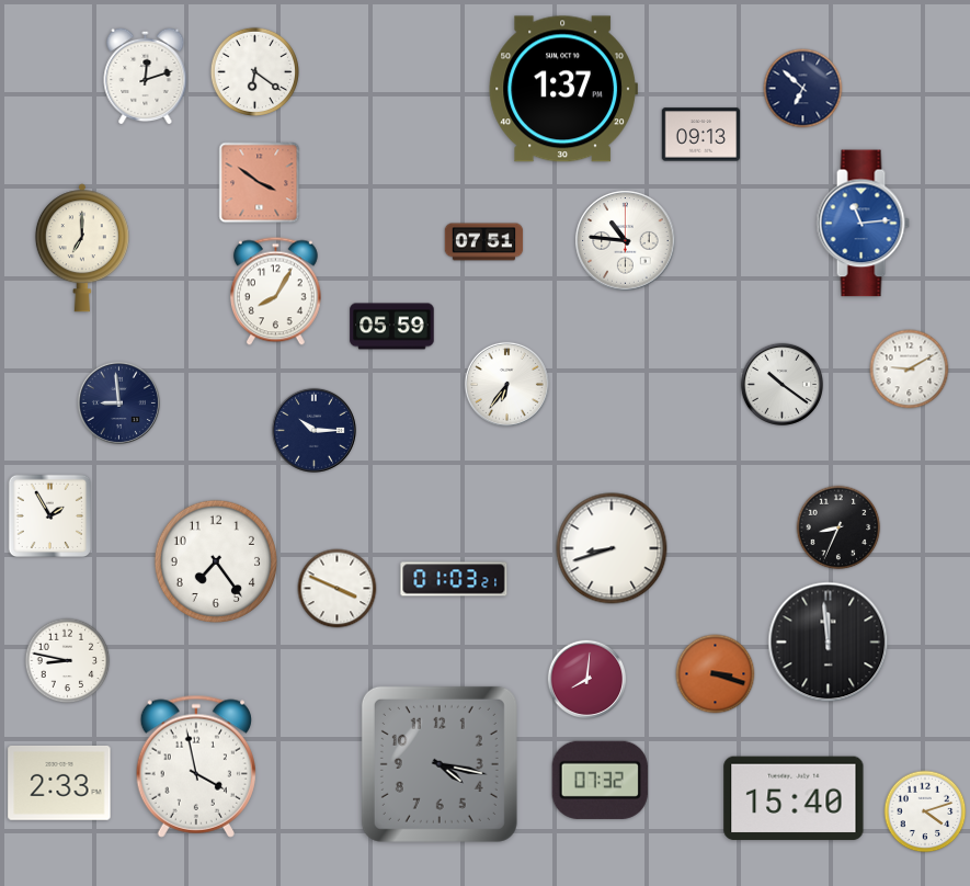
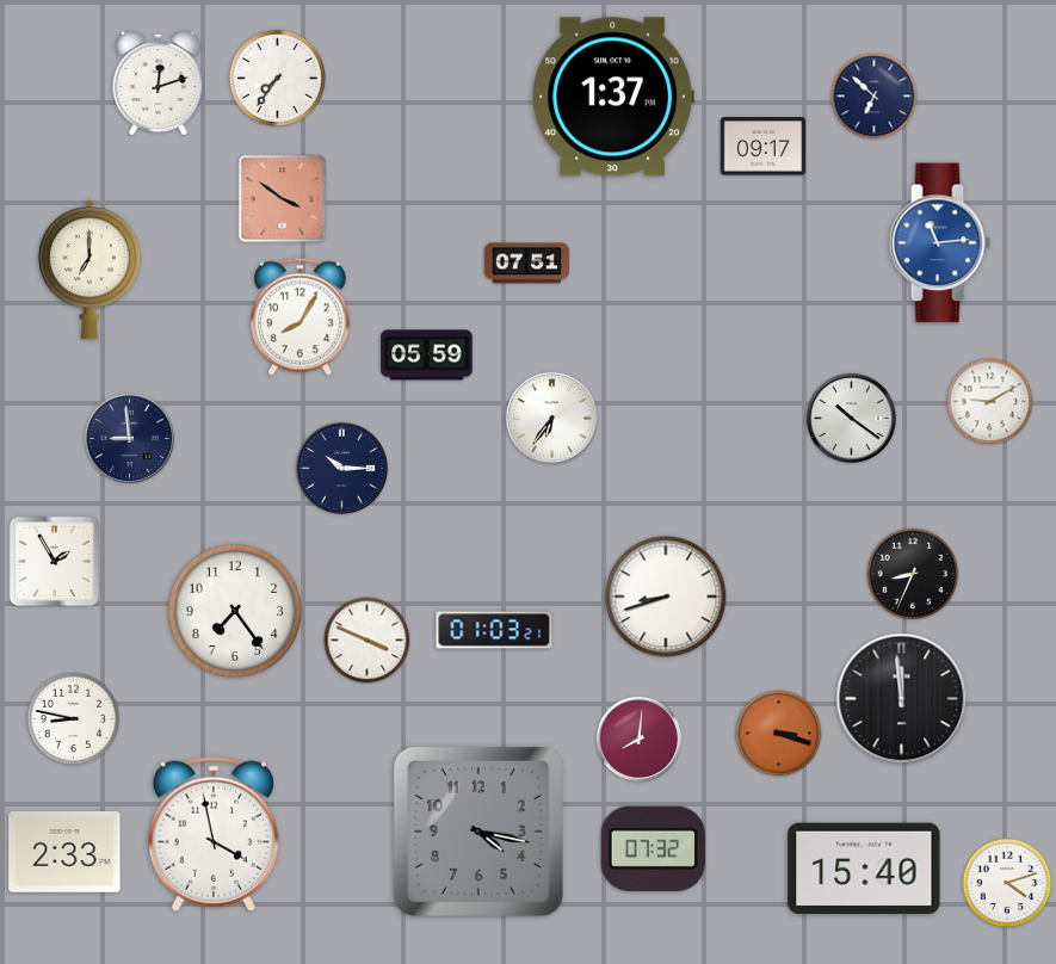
clock at (254, 71): 6:21 -> 7:36
clock at (701, 135): 09:13 -> 09:17
clock at (626, 241): 10:46 -> none
